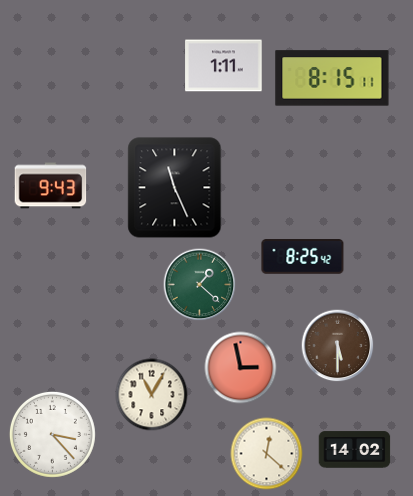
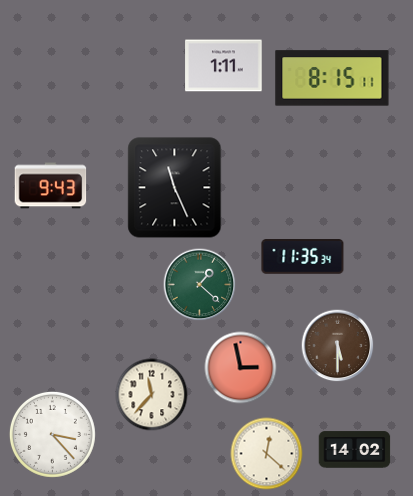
clock at (303, 257): 8:25 -> 11:35
clock at (152, 395): 11:05 -> 11:37
